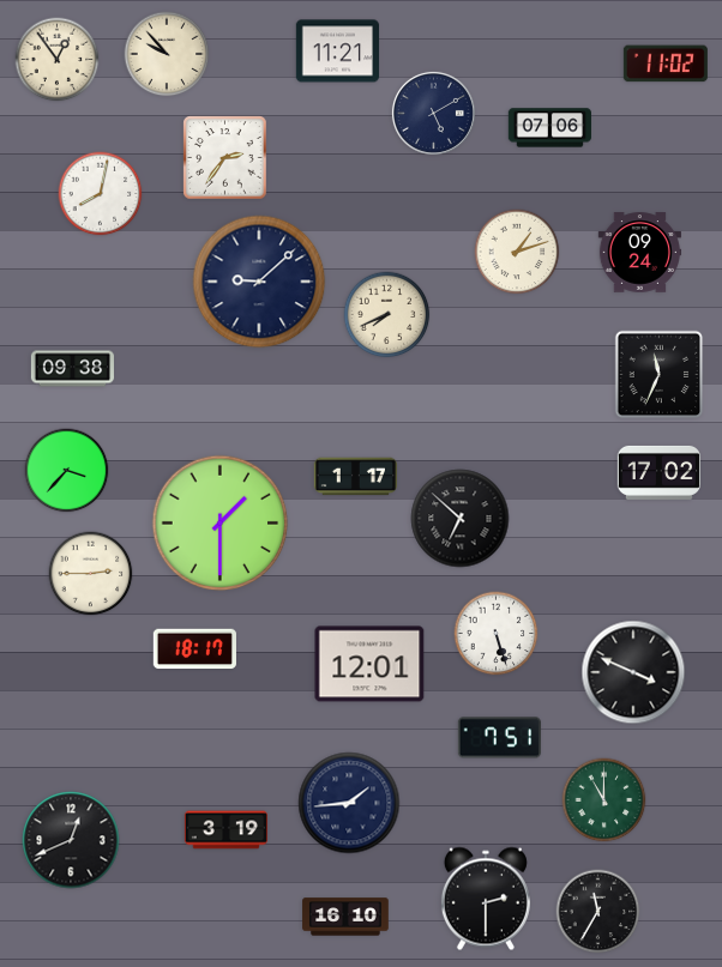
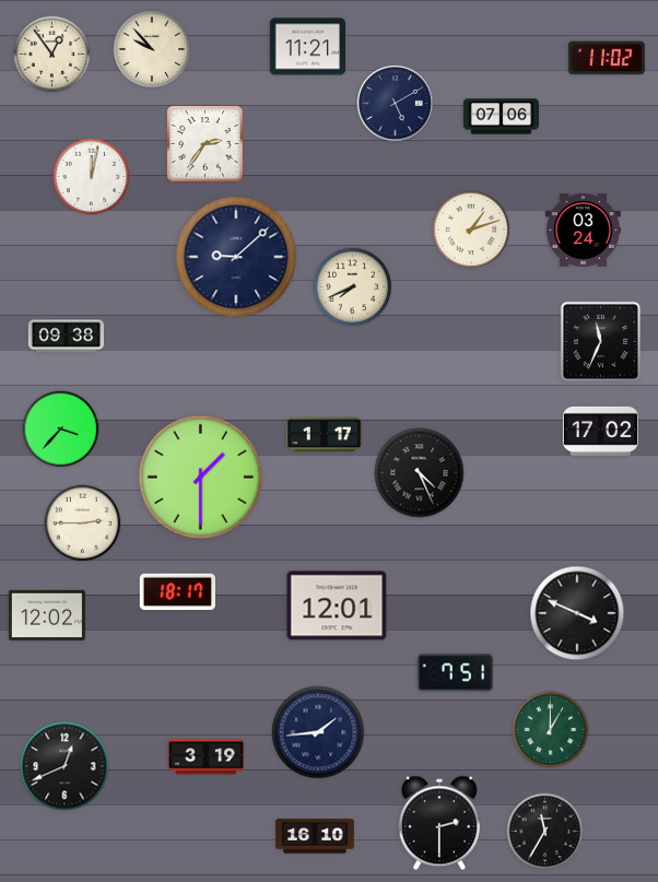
clock at (101, 194): 8:02 -> 12:02
clock at (639, 253): 09:24 -> 03:24
clock at (461, 519): 6:52 -> 4:26
clock at (497, 634): 5:27 -> none
clock at (47, 614): none -> 12:02
clock at (604, 800): 11:00 -> 1:00
clock at (486, 899) position: (486, 899) -> (439, 823)
